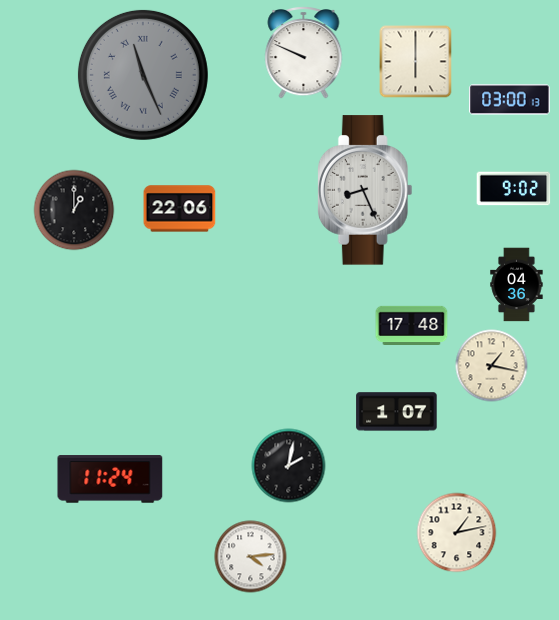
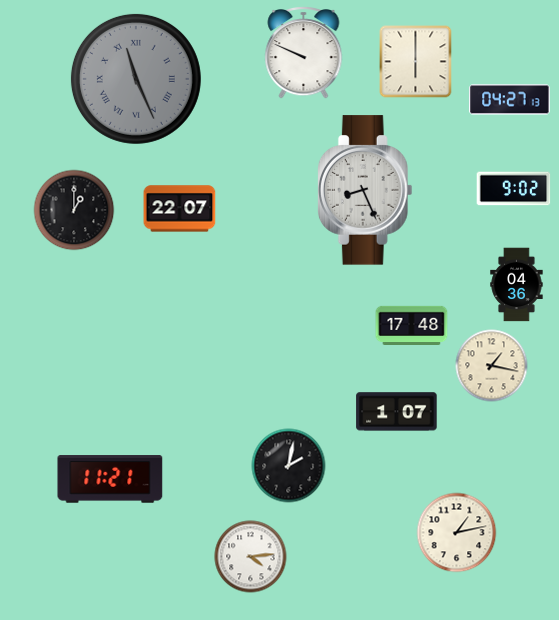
clock at (143, 75) position: (143, 75) -> (136, 79)
clock at (510, 100): 03:00 -> 04:27
clock at (180, 209): 22:06 -> 22:07
clock at (110, 479): 11:24 -> 11:21
